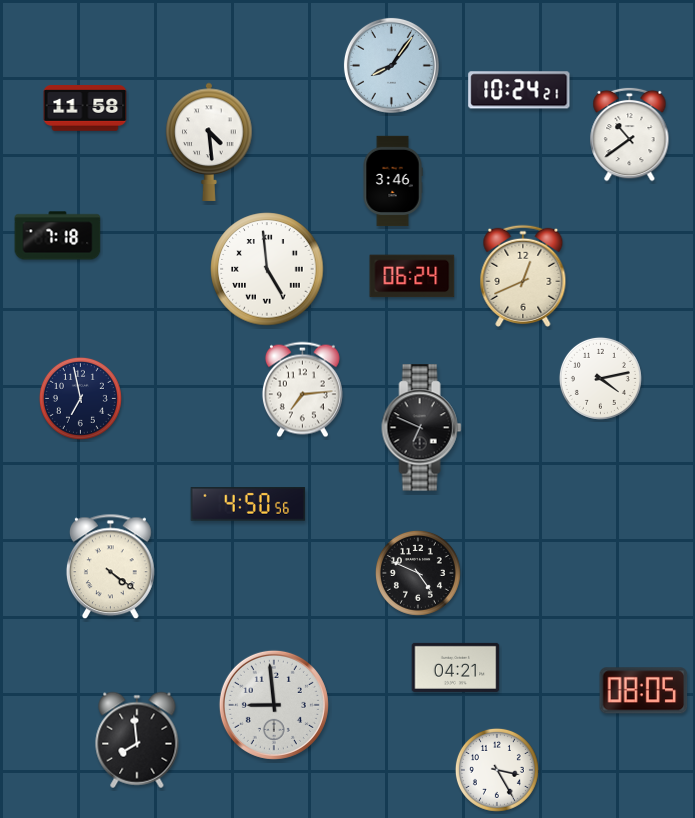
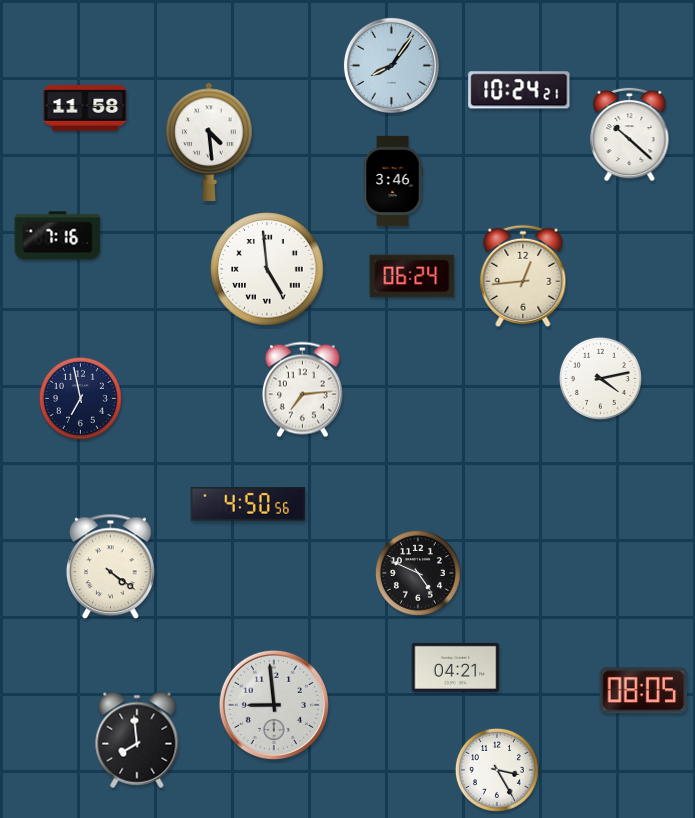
clock at (630, 134): 10:39 -> 10:22
clock at (58, 236): 7:18 -> 7:16
clock at (523, 276): 12:41 -> 12:44
clock at (422, 428): 6:49 -> none
